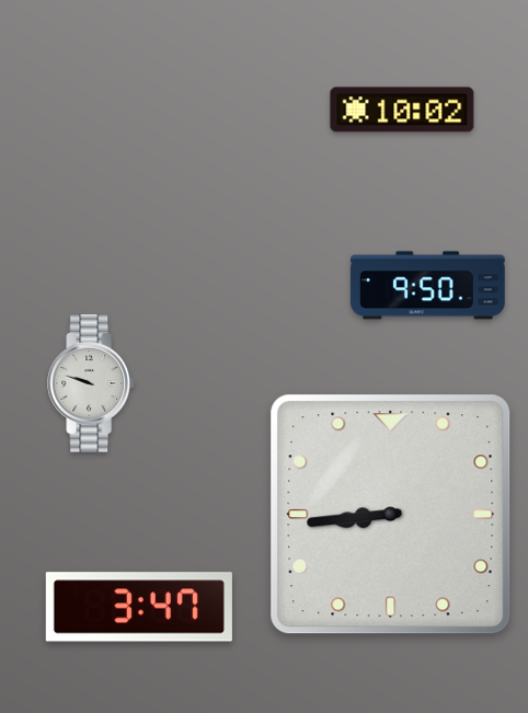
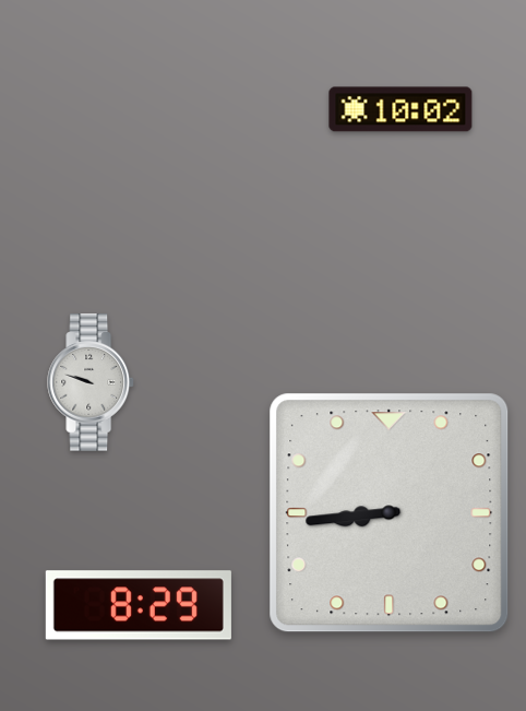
clock at (428, 286): 9:50 -> none
clock at (139, 607): 3:47 -> 8:29
